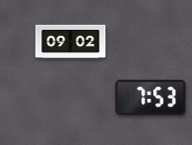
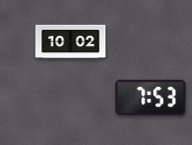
clock at (71, 42): 09:02 -> 10:02
